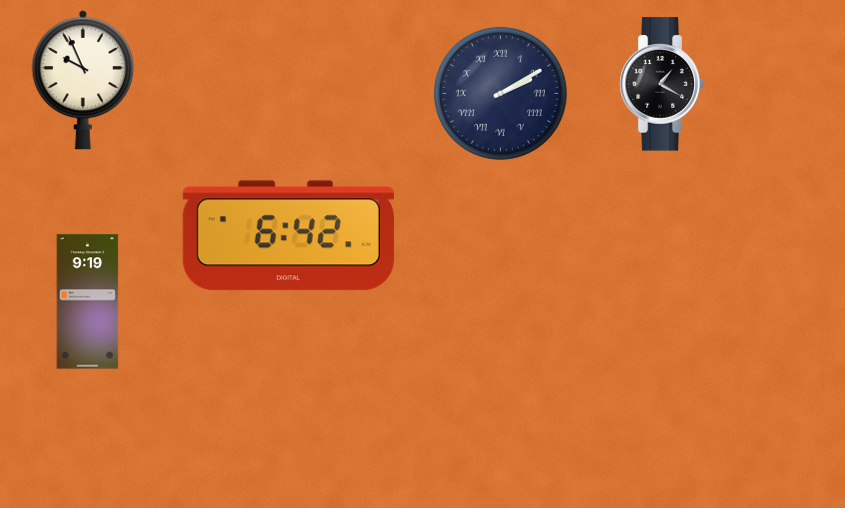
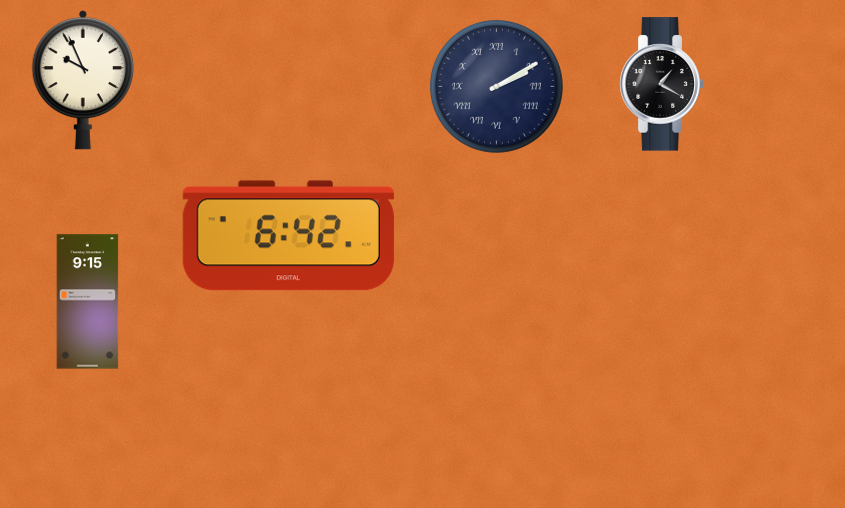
clock at (500, 93) position: (500, 93) -> (496, 86)
clock at (88, 302): 9:19 -> 9:15
